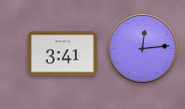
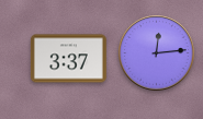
clock at (62, 54): 3:41 -> 3:37
